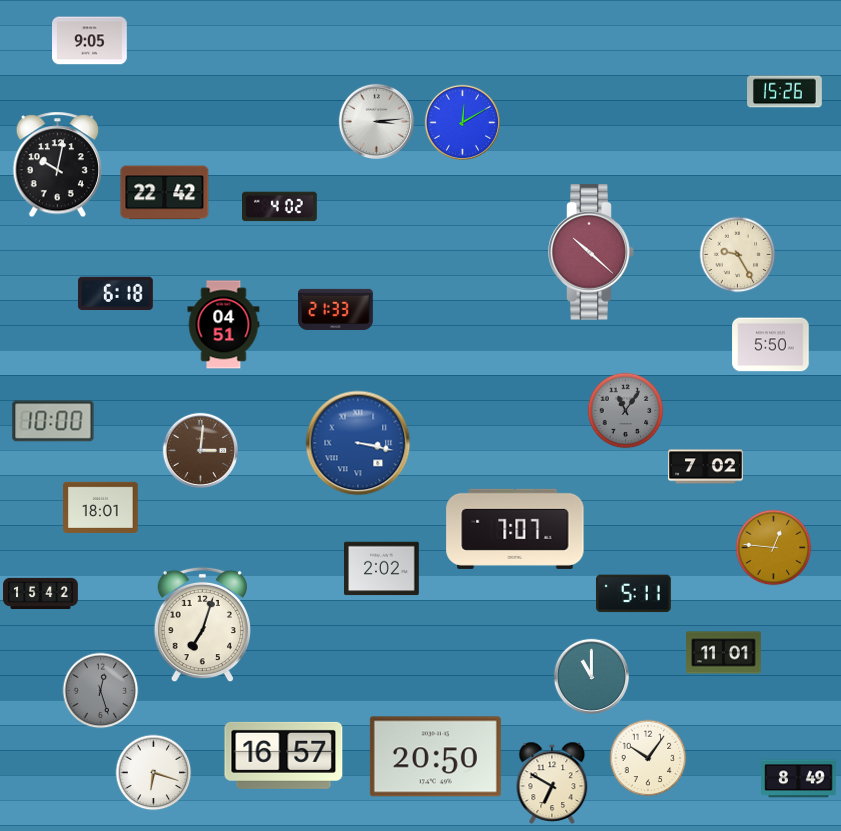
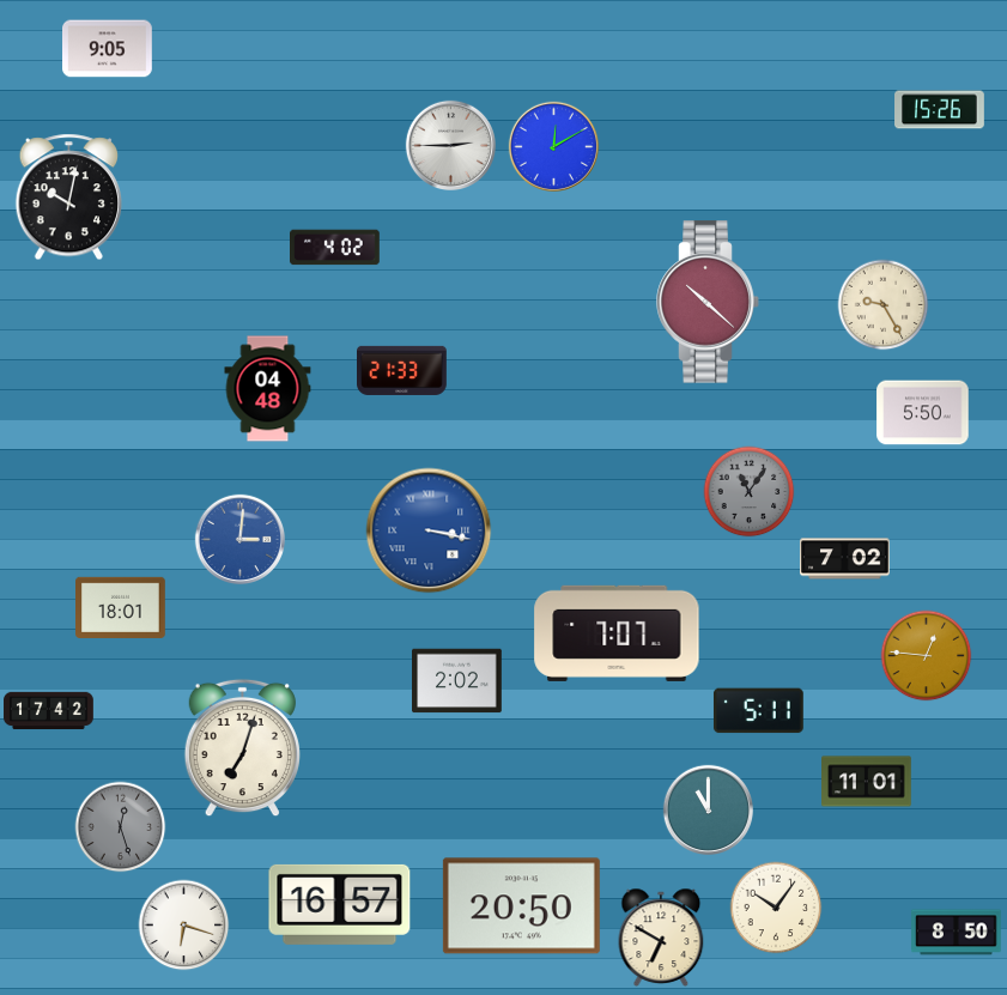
clock at (376, 121): 3:14 -> 2:45
clock at (165, 193): 22:42 -> none
clock at (116, 294): 6:18 -> none
clock at (224, 325): 04:51 -> 04:48
clock at (53, 421): 10:00 -> none
clock at (200, 450) dial: brown -> blue
clock at (41, 594): 15:42 -> 17:42
clock at (799, 779): 8:49 -> 8:50
